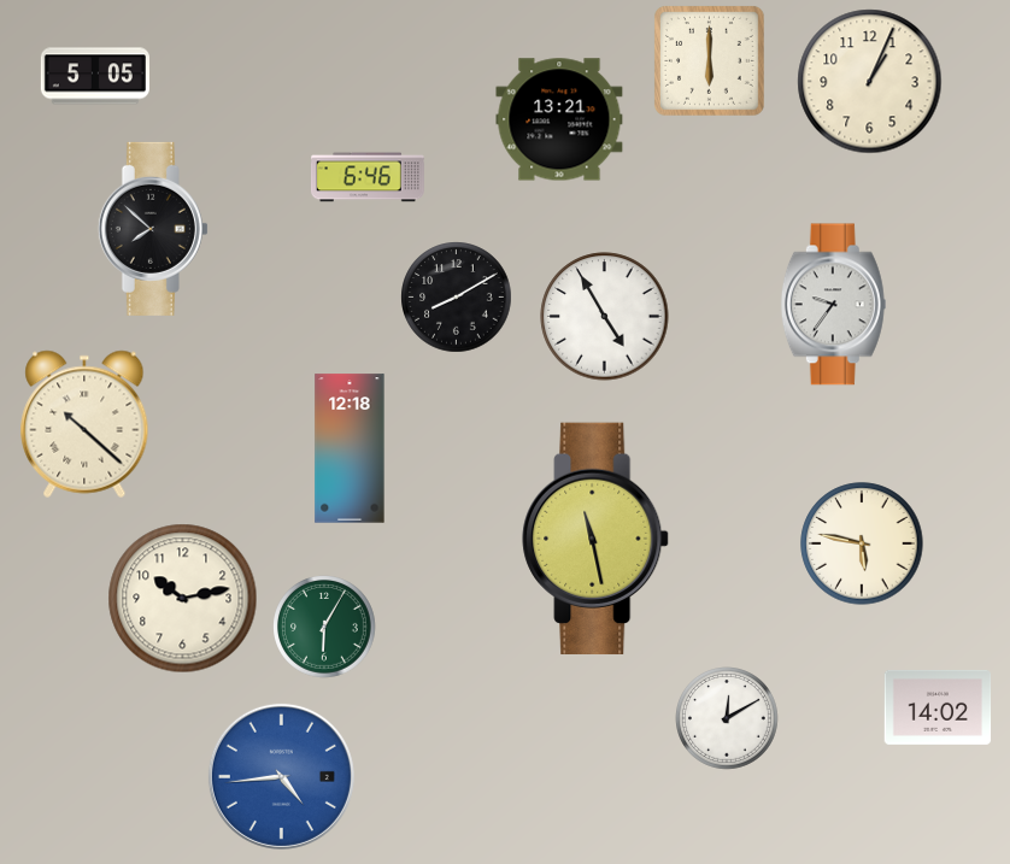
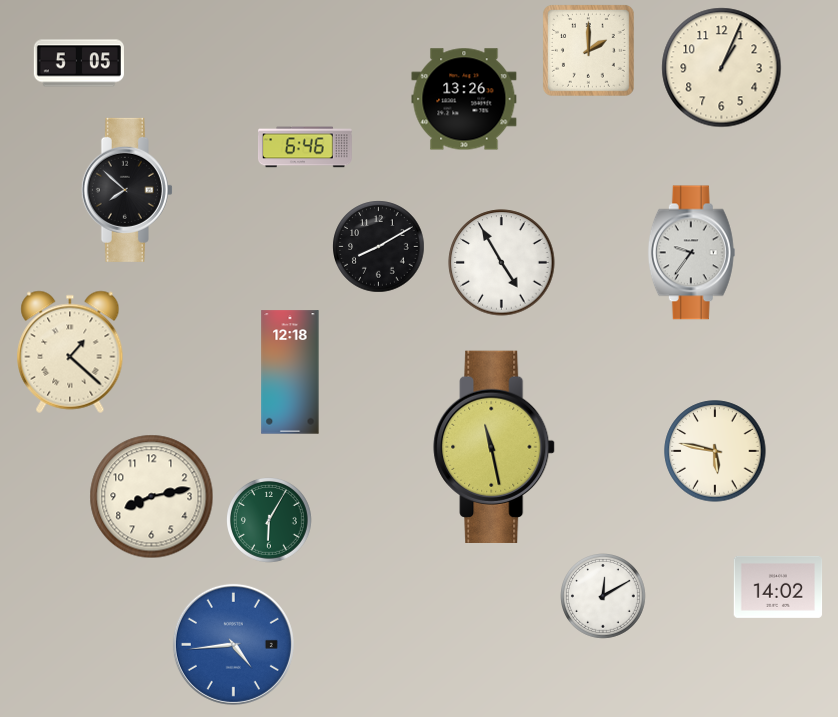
clock at (709, 60): 6:00 -> 2:00
clock at (559, 119): 13:21 -> 13:26
clock at (84, 424): 10:22 -> 1:22
clock at (183, 599): 10:13 -> 8:13
